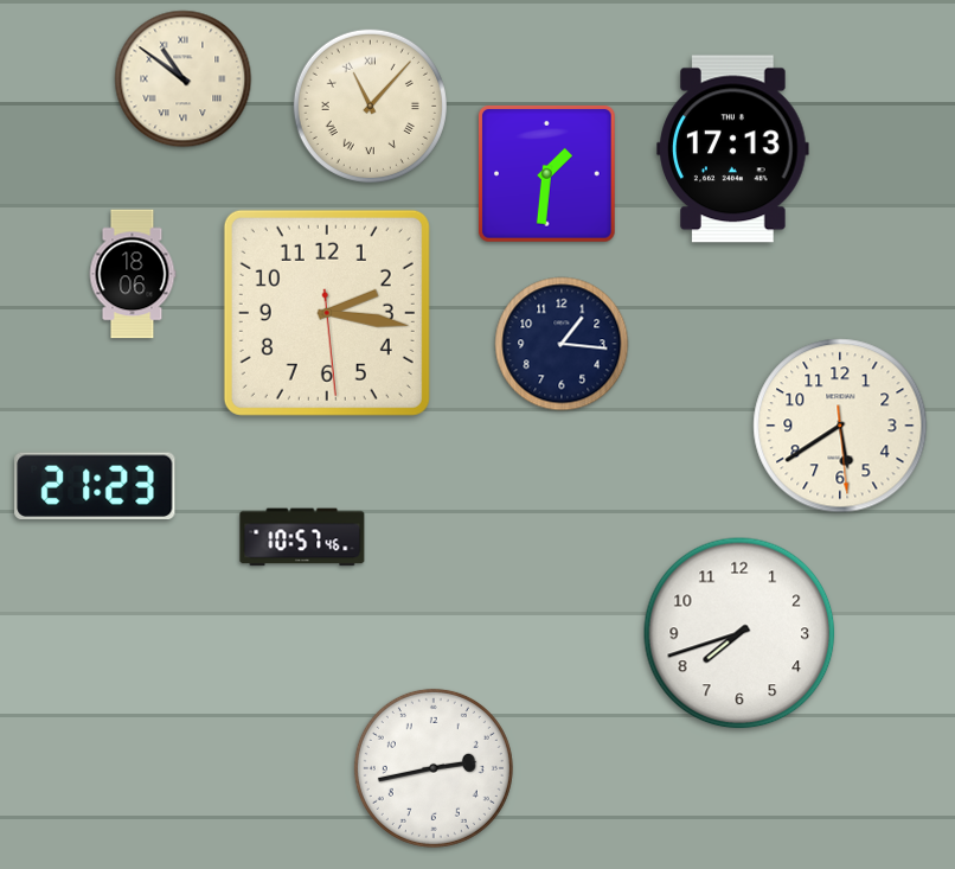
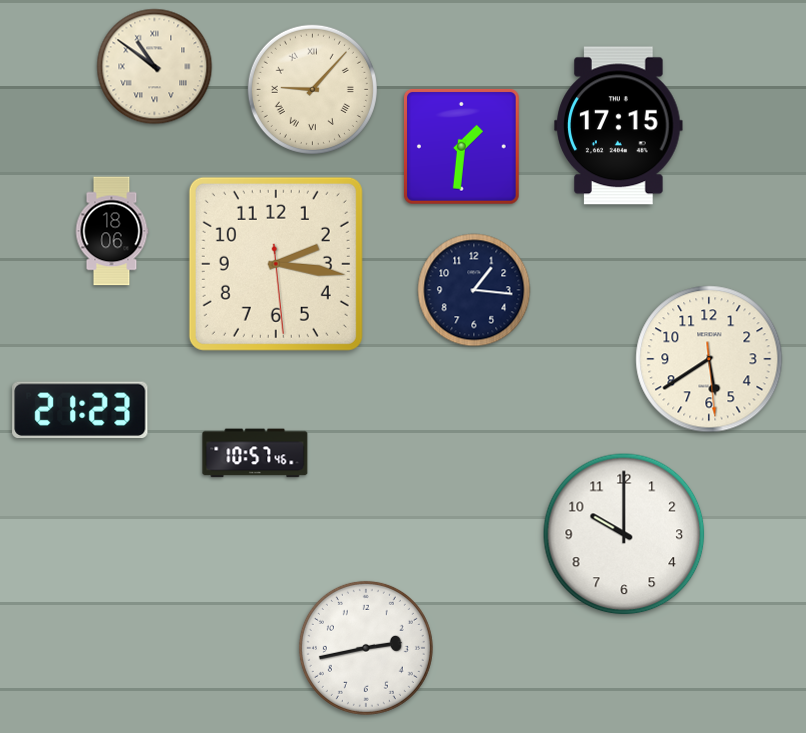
clock at (370, 106): 11:07 -> 9:07
clock at (733, 149): 17:13 -> 17:15
clock at (739, 633): 7:42 -> 10:00
